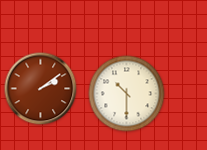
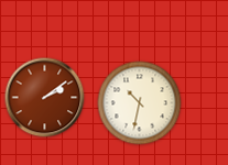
clock at (127, 94): 10:30 -> 10:32
